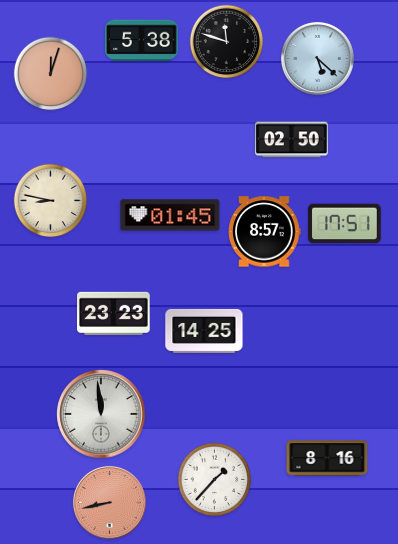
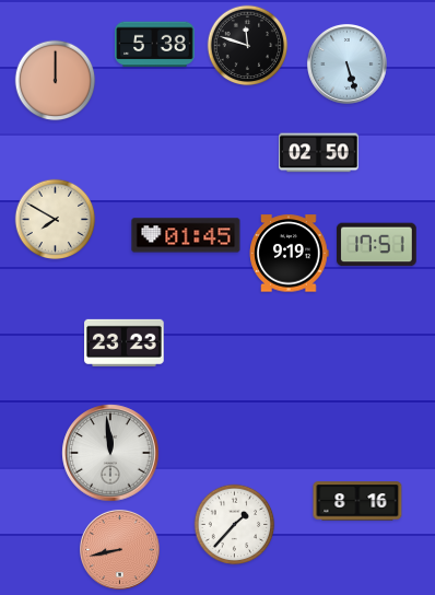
clock at (317, 58): 5:22 -> 5:27
clock at (51, 74): 12:03 -> 12:00
clock at (51, 201): 8:47 -> 7:50
clock at (265, 232): 8:57 -> 9:19
clock at (204, 331): 14:25 -> none
